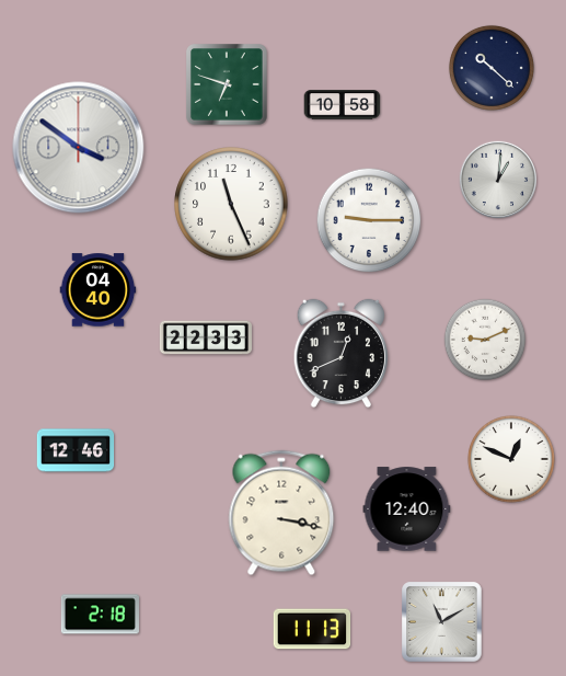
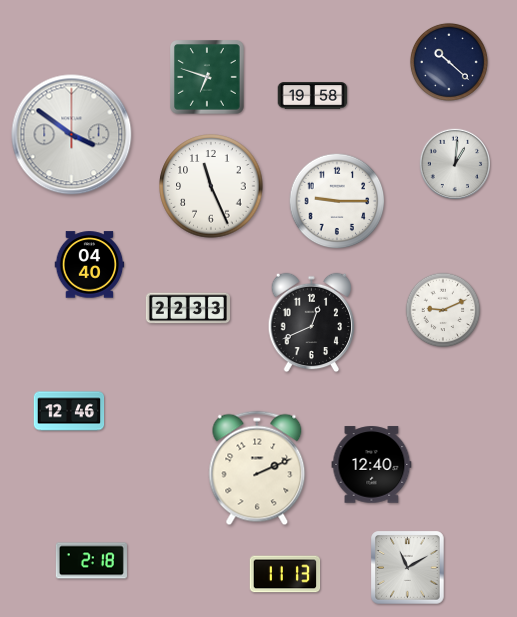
clock at (343, 105): 10:58 -> 19:58
clock at (512, 460): 12:49 -> none
clock at (281, 513): 3:17 -> 2:11
clock at (442, 622) position: (442, 622) -> (408, 568)
